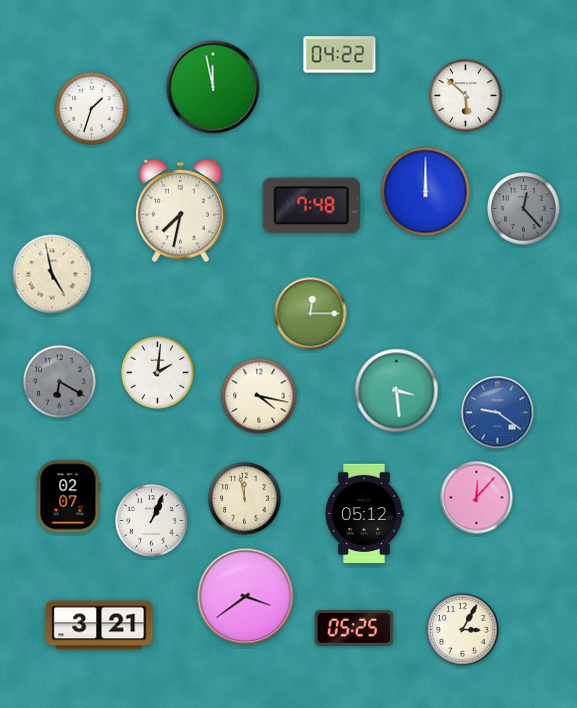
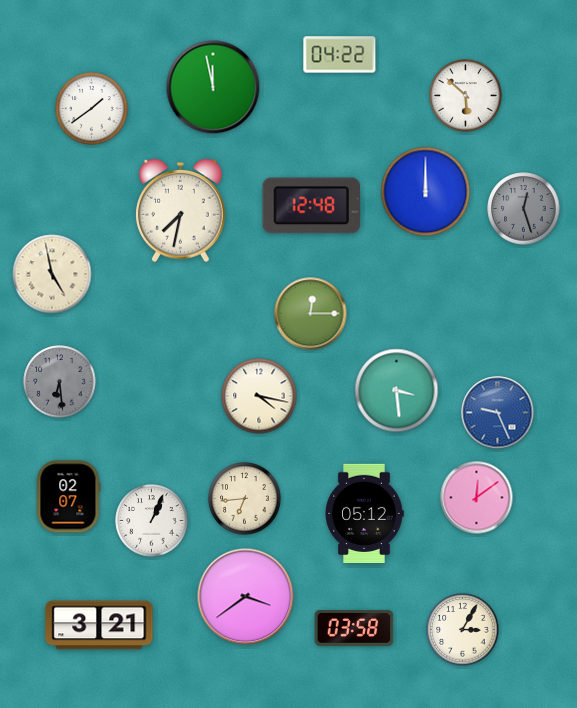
clock at (92, 109): 1:33 -> 1:39
clock at (311, 206): 7:48 -> 12:48
clock at (524, 209): 12:23 -> 12:27
clock at (158, 373): 2:01 -> none
clock at (60, 382): 6:20 -> 6:29
clock at (498, 413): 9:21 -> 9:26
clock at (477, 498): 12:07 -> 12:09
clock at (245, 499): 11:58 -> 6:44
clock at (354, 628): 05:25 -> 03:58
